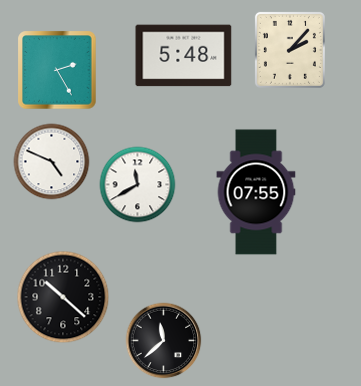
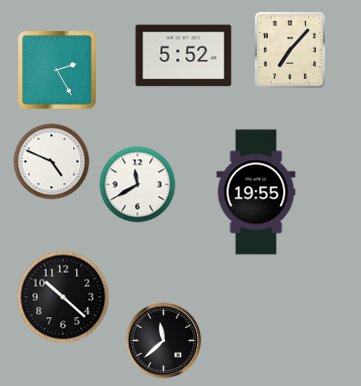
clock at (290, 50): 2:07 -> 7:07
clock at (184, 56): 5:48 -> 5:52
clock at (256, 192): 07:55 -> 19:55
